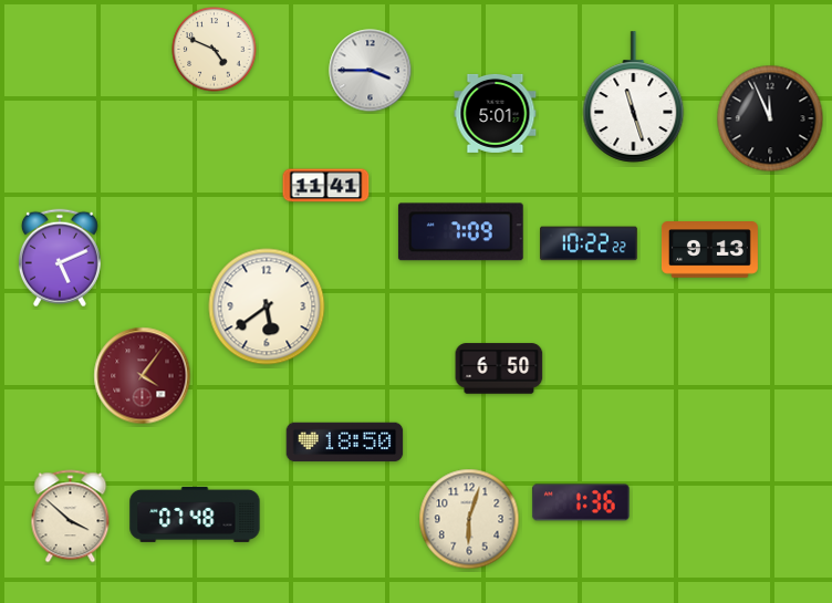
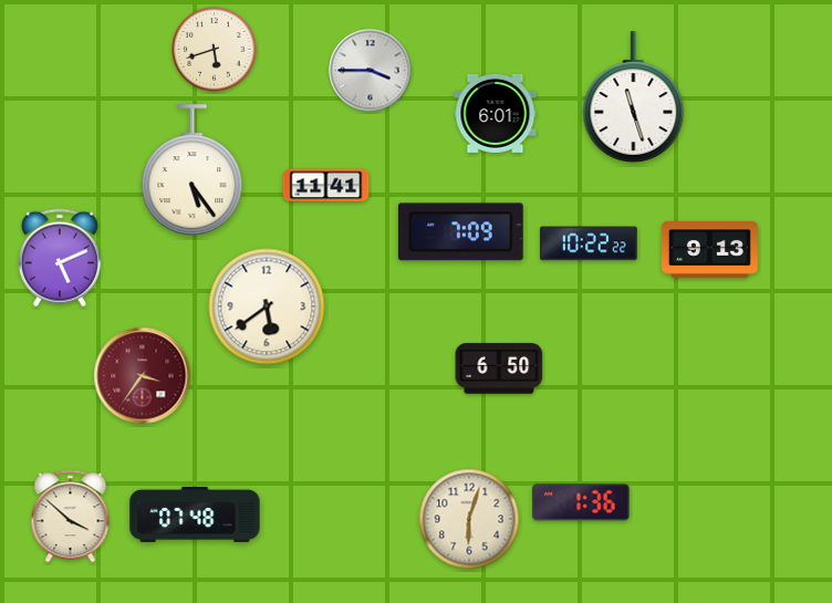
clock at (215, 50): 4:49 -> 5:42
clock at (496, 113): 5:01 -> 6:01
clock at (770, 118): 11:56 -> none
clock at (193, 170): none -> 5:24
clock at (143, 376): 4:06 -> 3:36
clock at (345, 443): 18:50 -> none
